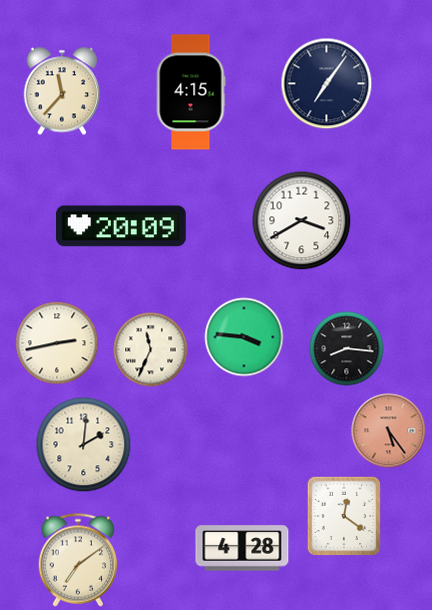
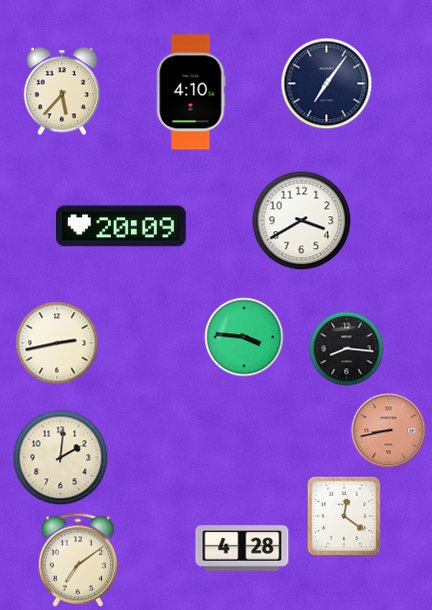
clock at (62, 91): 11:37 -> 5:37
clock at (191, 92): 4:15 -> 4:10
clock at (151, 350): 11:34 -> none
clock at (389, 431): 5:24 -> 8:43
clock at (84, 445) position: (84, 445) -> (61, 458)
